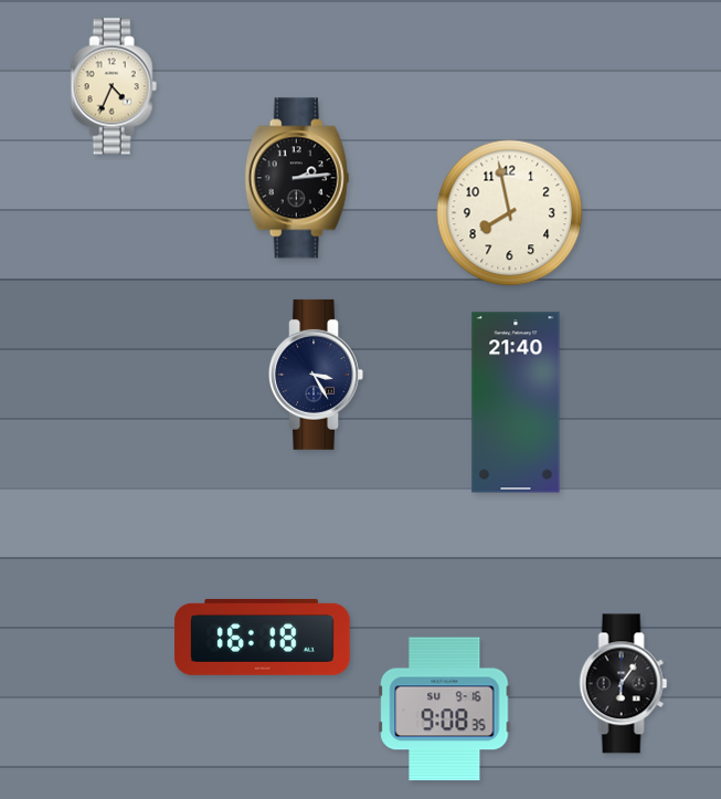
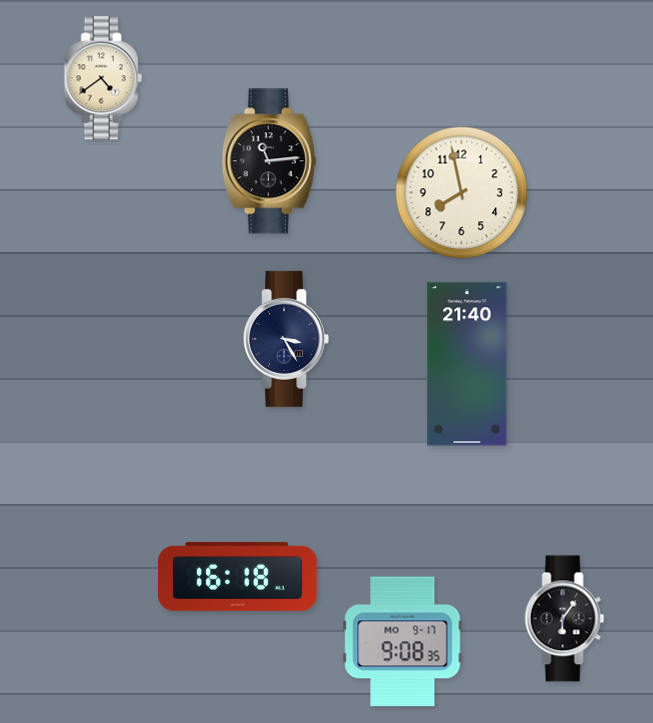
clock at (114, 86): 4:34 -> 4:39
clock at (297, 178): 2:14 -> 11:14
clock at (445, 709) date: SU 9-16 -> MO 9-17
